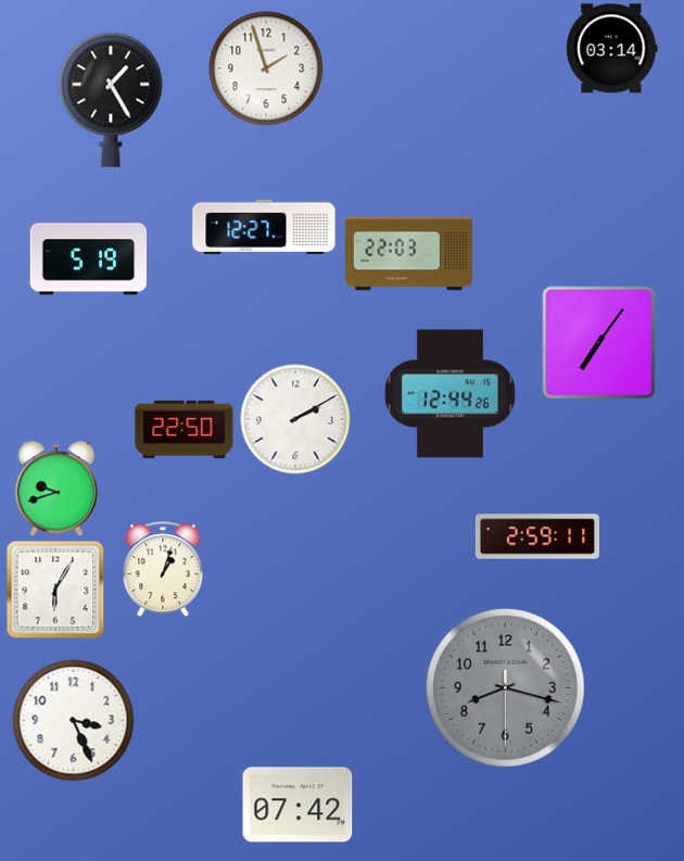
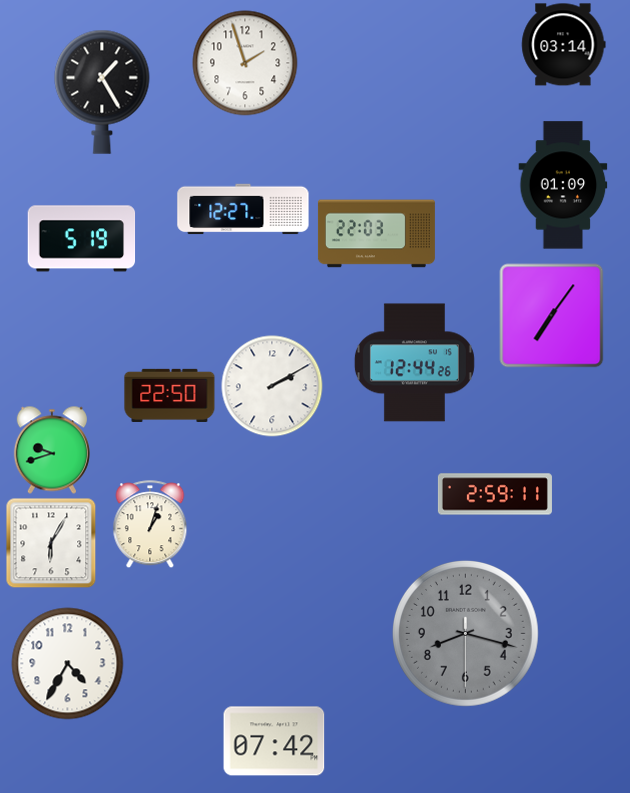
clock at (563, 185): none -> 01:09
clock at (74, 721): 3:26 -> 4:35
